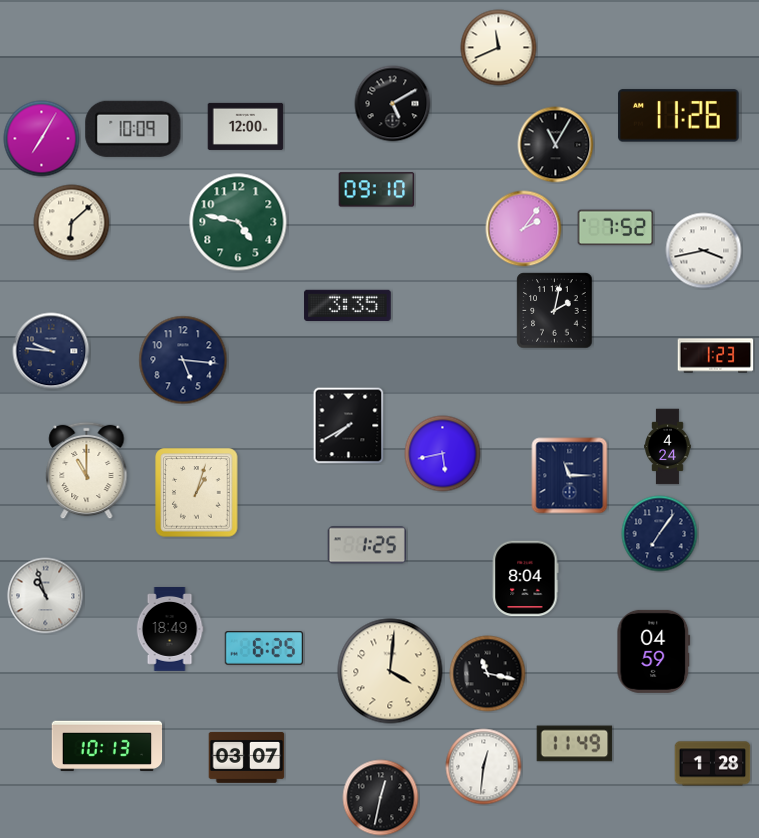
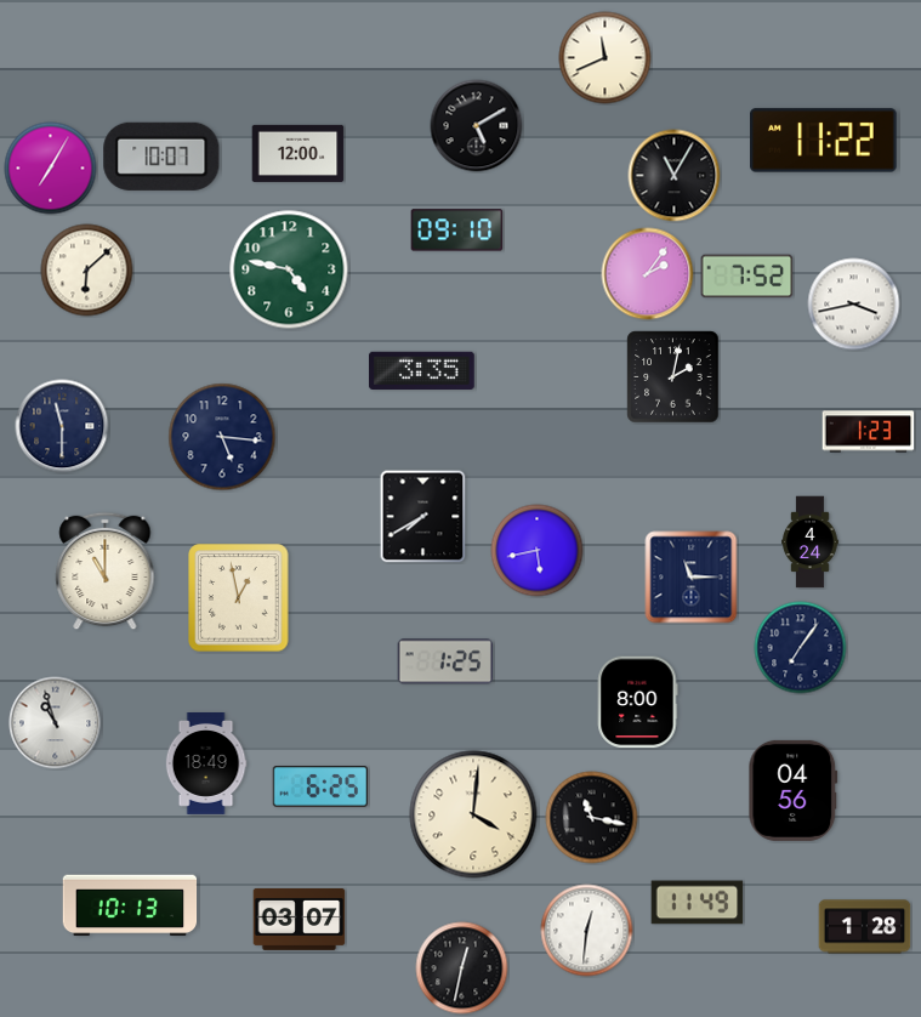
clock at (679, 116): 11:26 -> 11:22
clock at (133, 129): 10:09 -> 10:07
clock at (524, 229) position: (524, 229) -> (648, 274)
clock at (51, 351): 9:46 -> 11:30
clock at (197, 493): 1:03 -> 12:58
clock at (526, 579): 8:04 -> 8:00
clock at (654, 651): 04:59 -> 04:56
